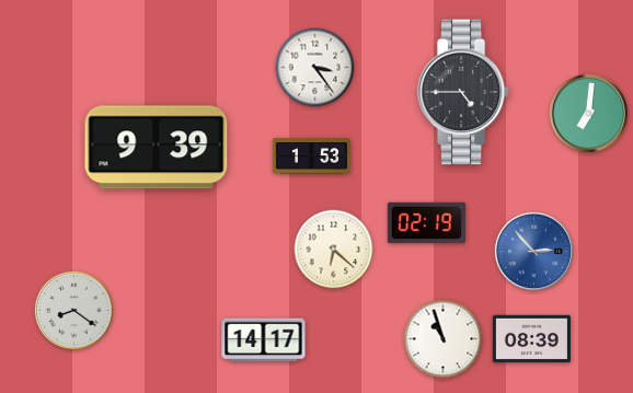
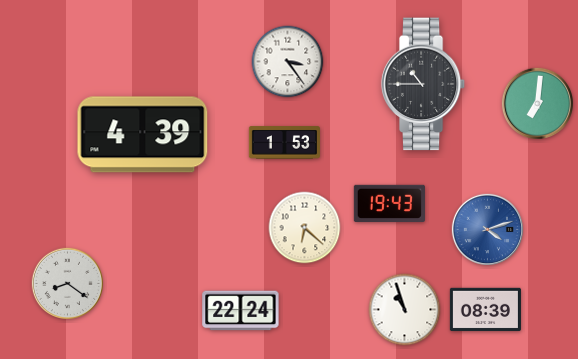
clock at (463, 92): 4:45 -> 10:45
clock at (157, 148): 9:39 -> 4:39
clock at (426, 222): 02:19 -> 19:43
clock at (533, 251): 2:53 -> 4:12
clock at (264, 340): 14:17 -> 22:24
